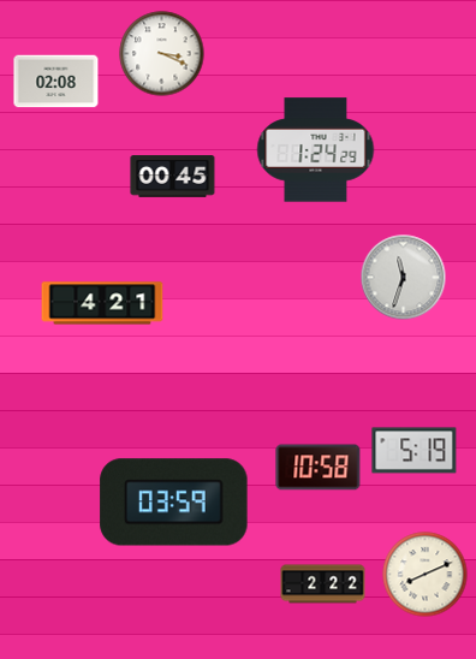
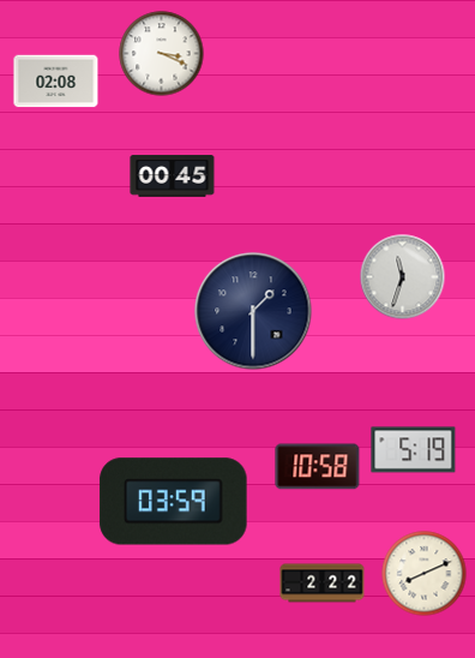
clock at (316, 150): 1:24 -> none
clock at (102, 303): 4:21 -> none
clock at (253, 311): none -> 1:30
